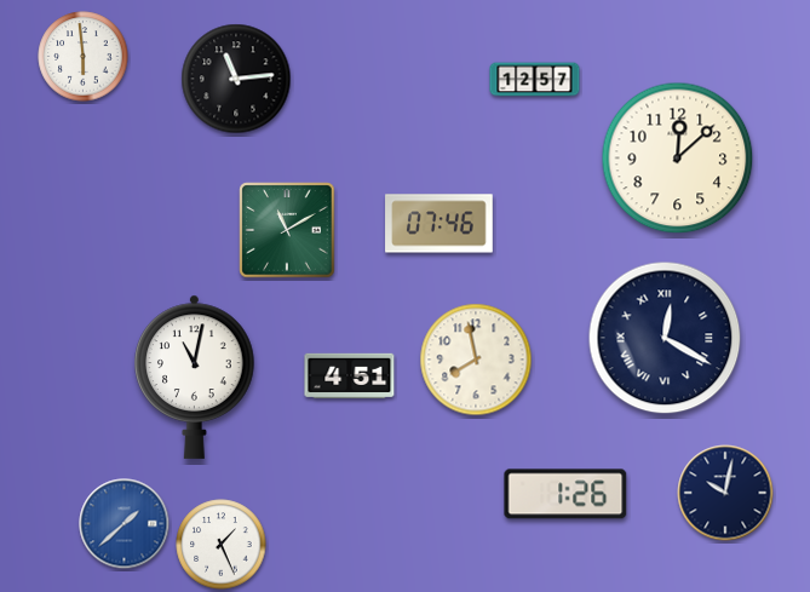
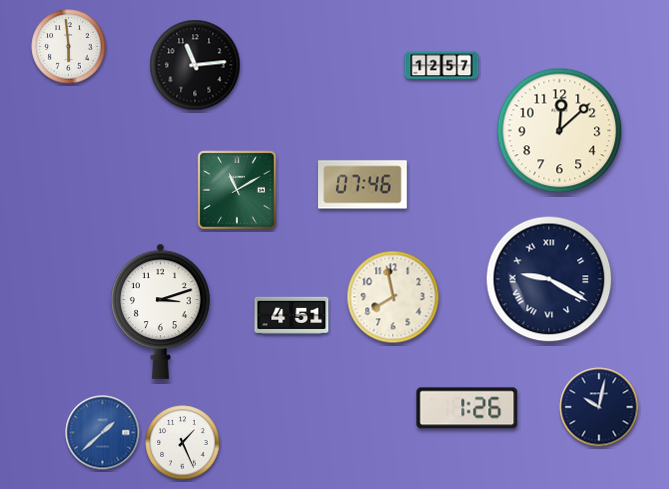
clock at (665, 338): 12:20 -> 9:20
clock at (350, 375) position: (350, 375) -> (292, 315)
clock at (195, 377): 11:02 -> 3:12
clock at (222, 545) position: (222, 545) -> (183, 443)
